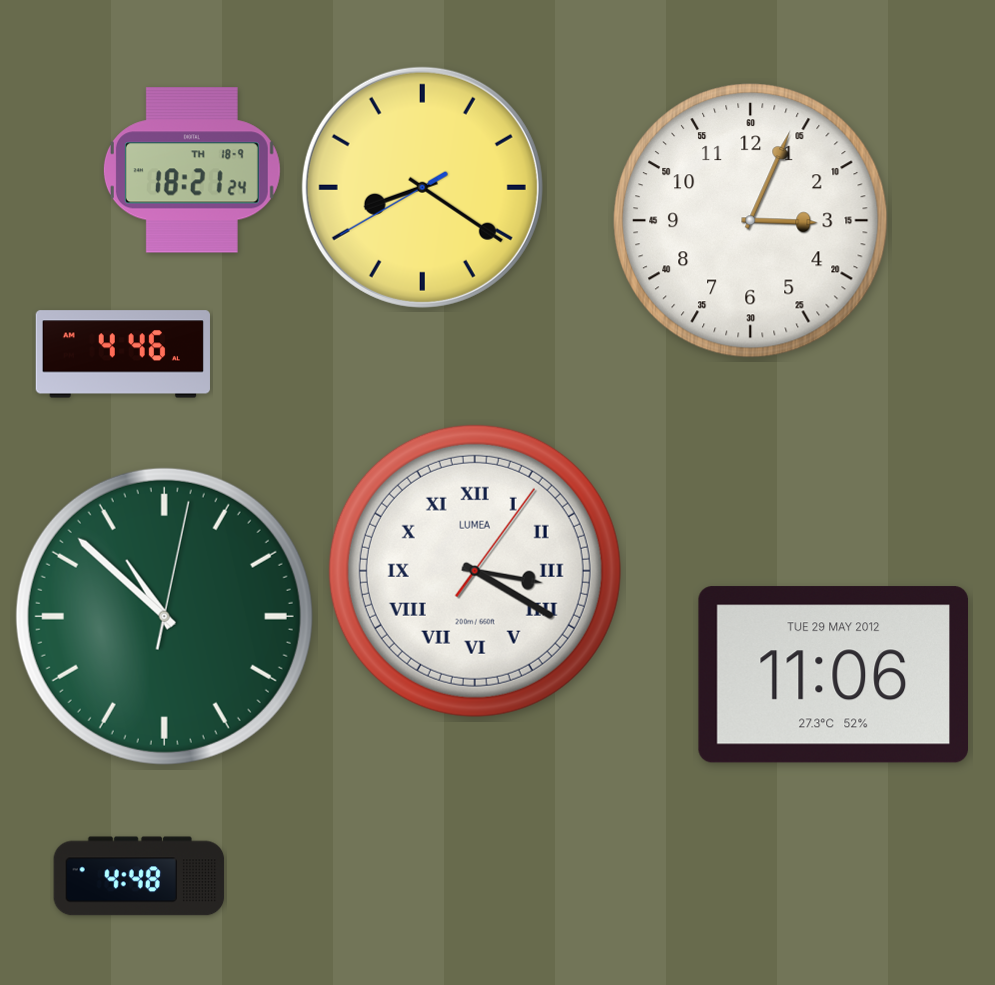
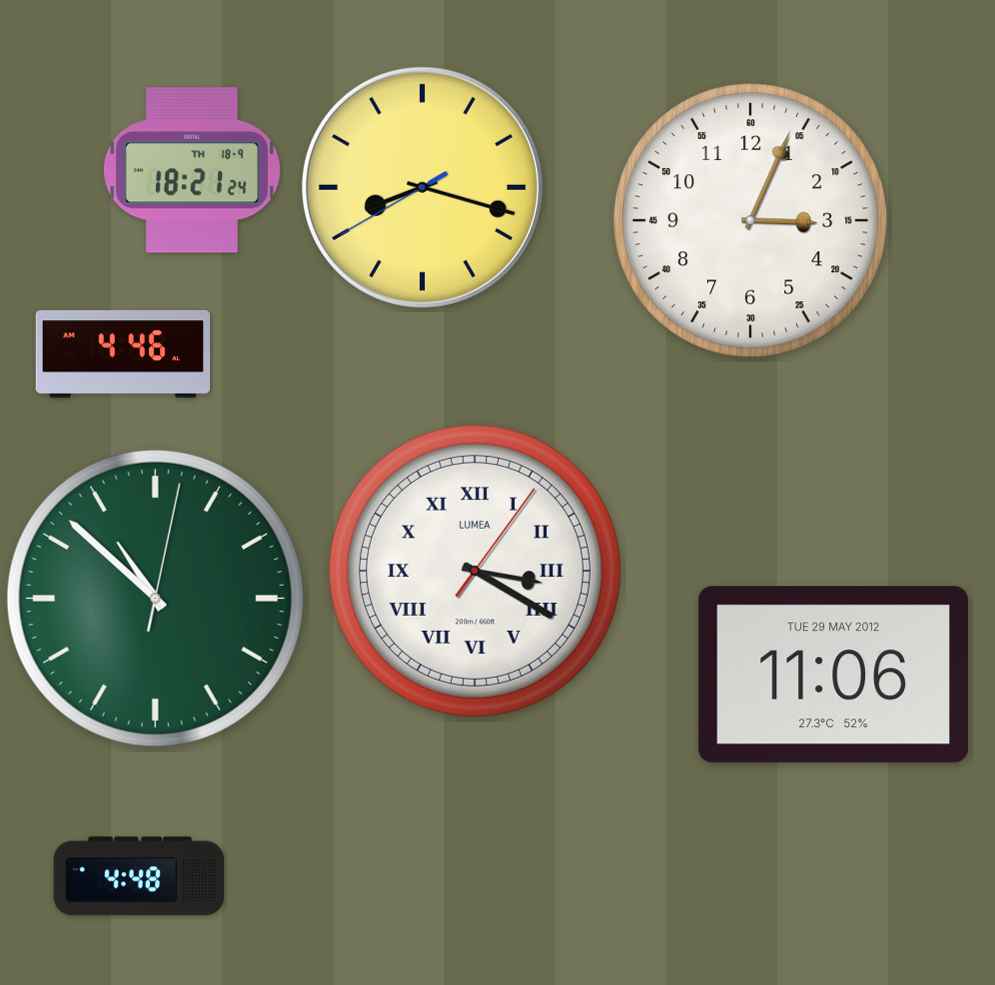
clock at (422, 187): 8:20 -> 8:17
clock at (164, 616) position: (164, 616) -> (155, 598)
